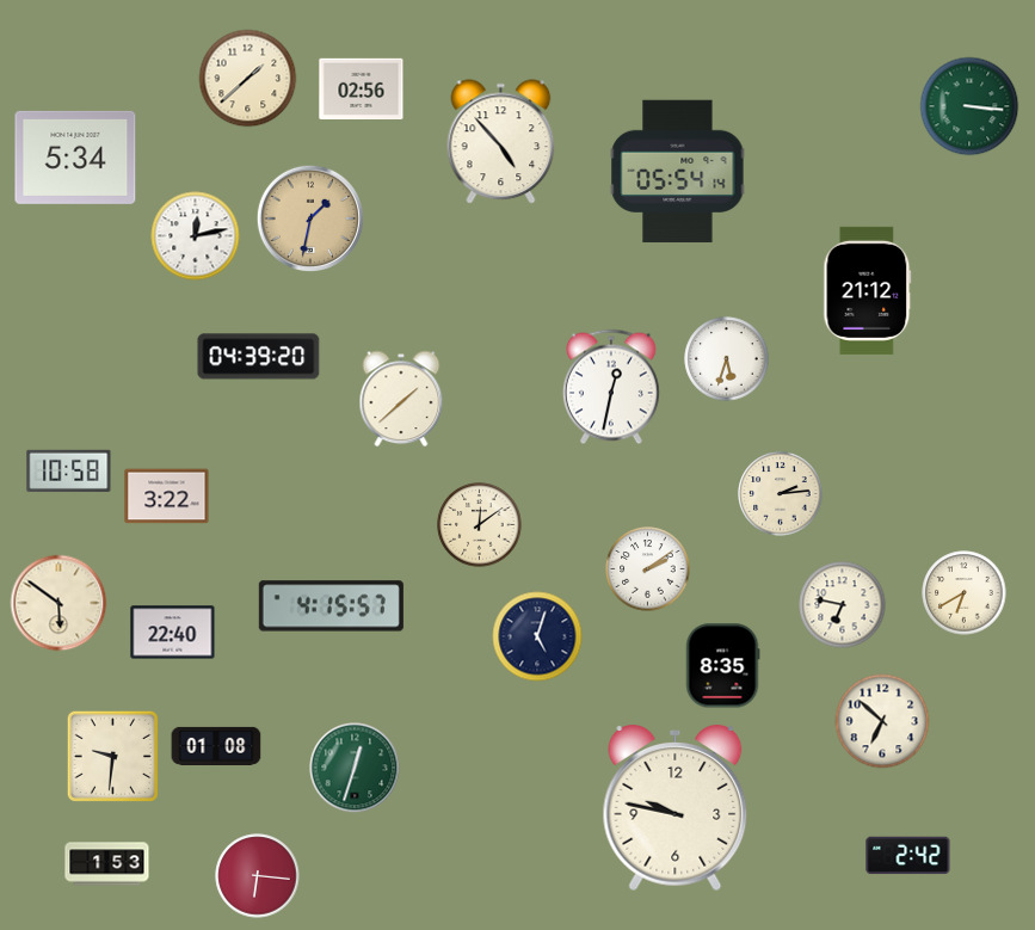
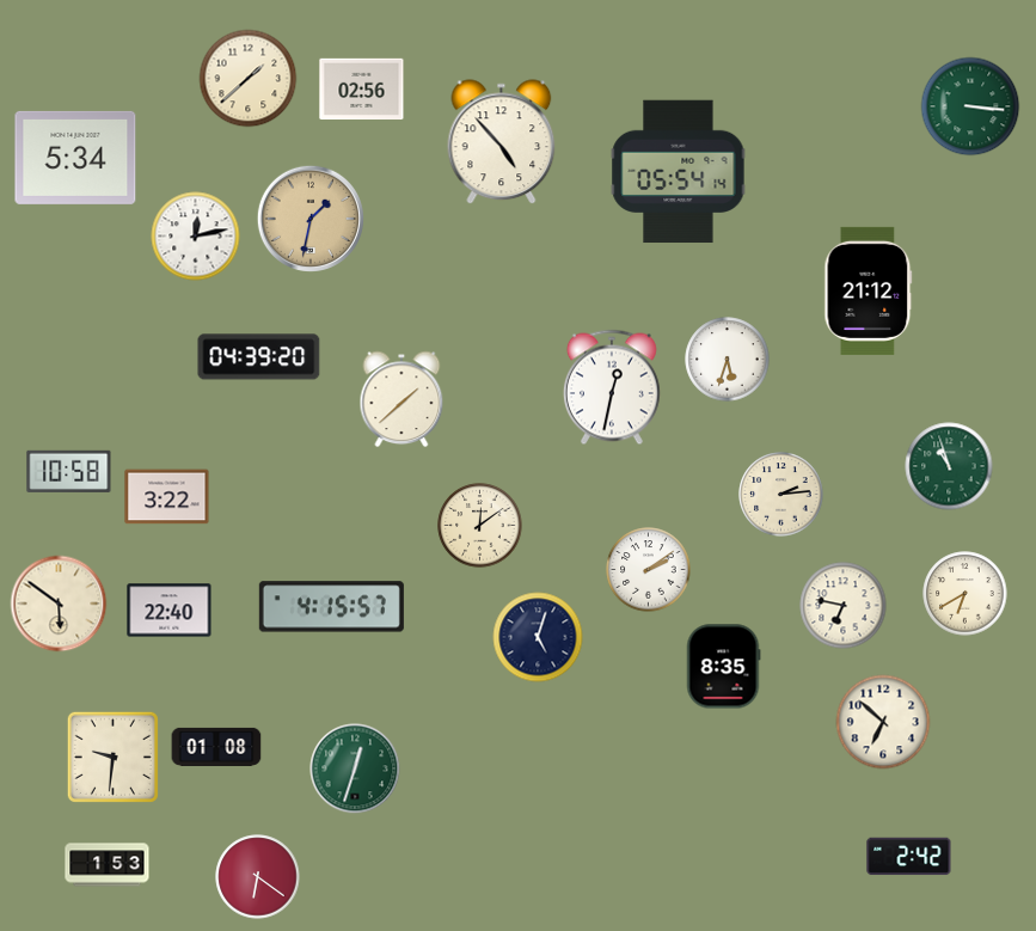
clock at (949, 466): none -> 10:57
clock at (173, 633) position: (173, 633) -> (170, 611)
clock at (676, 809): 9:47 -> none
clock at (258, 876): 6:16 -> 6:21
